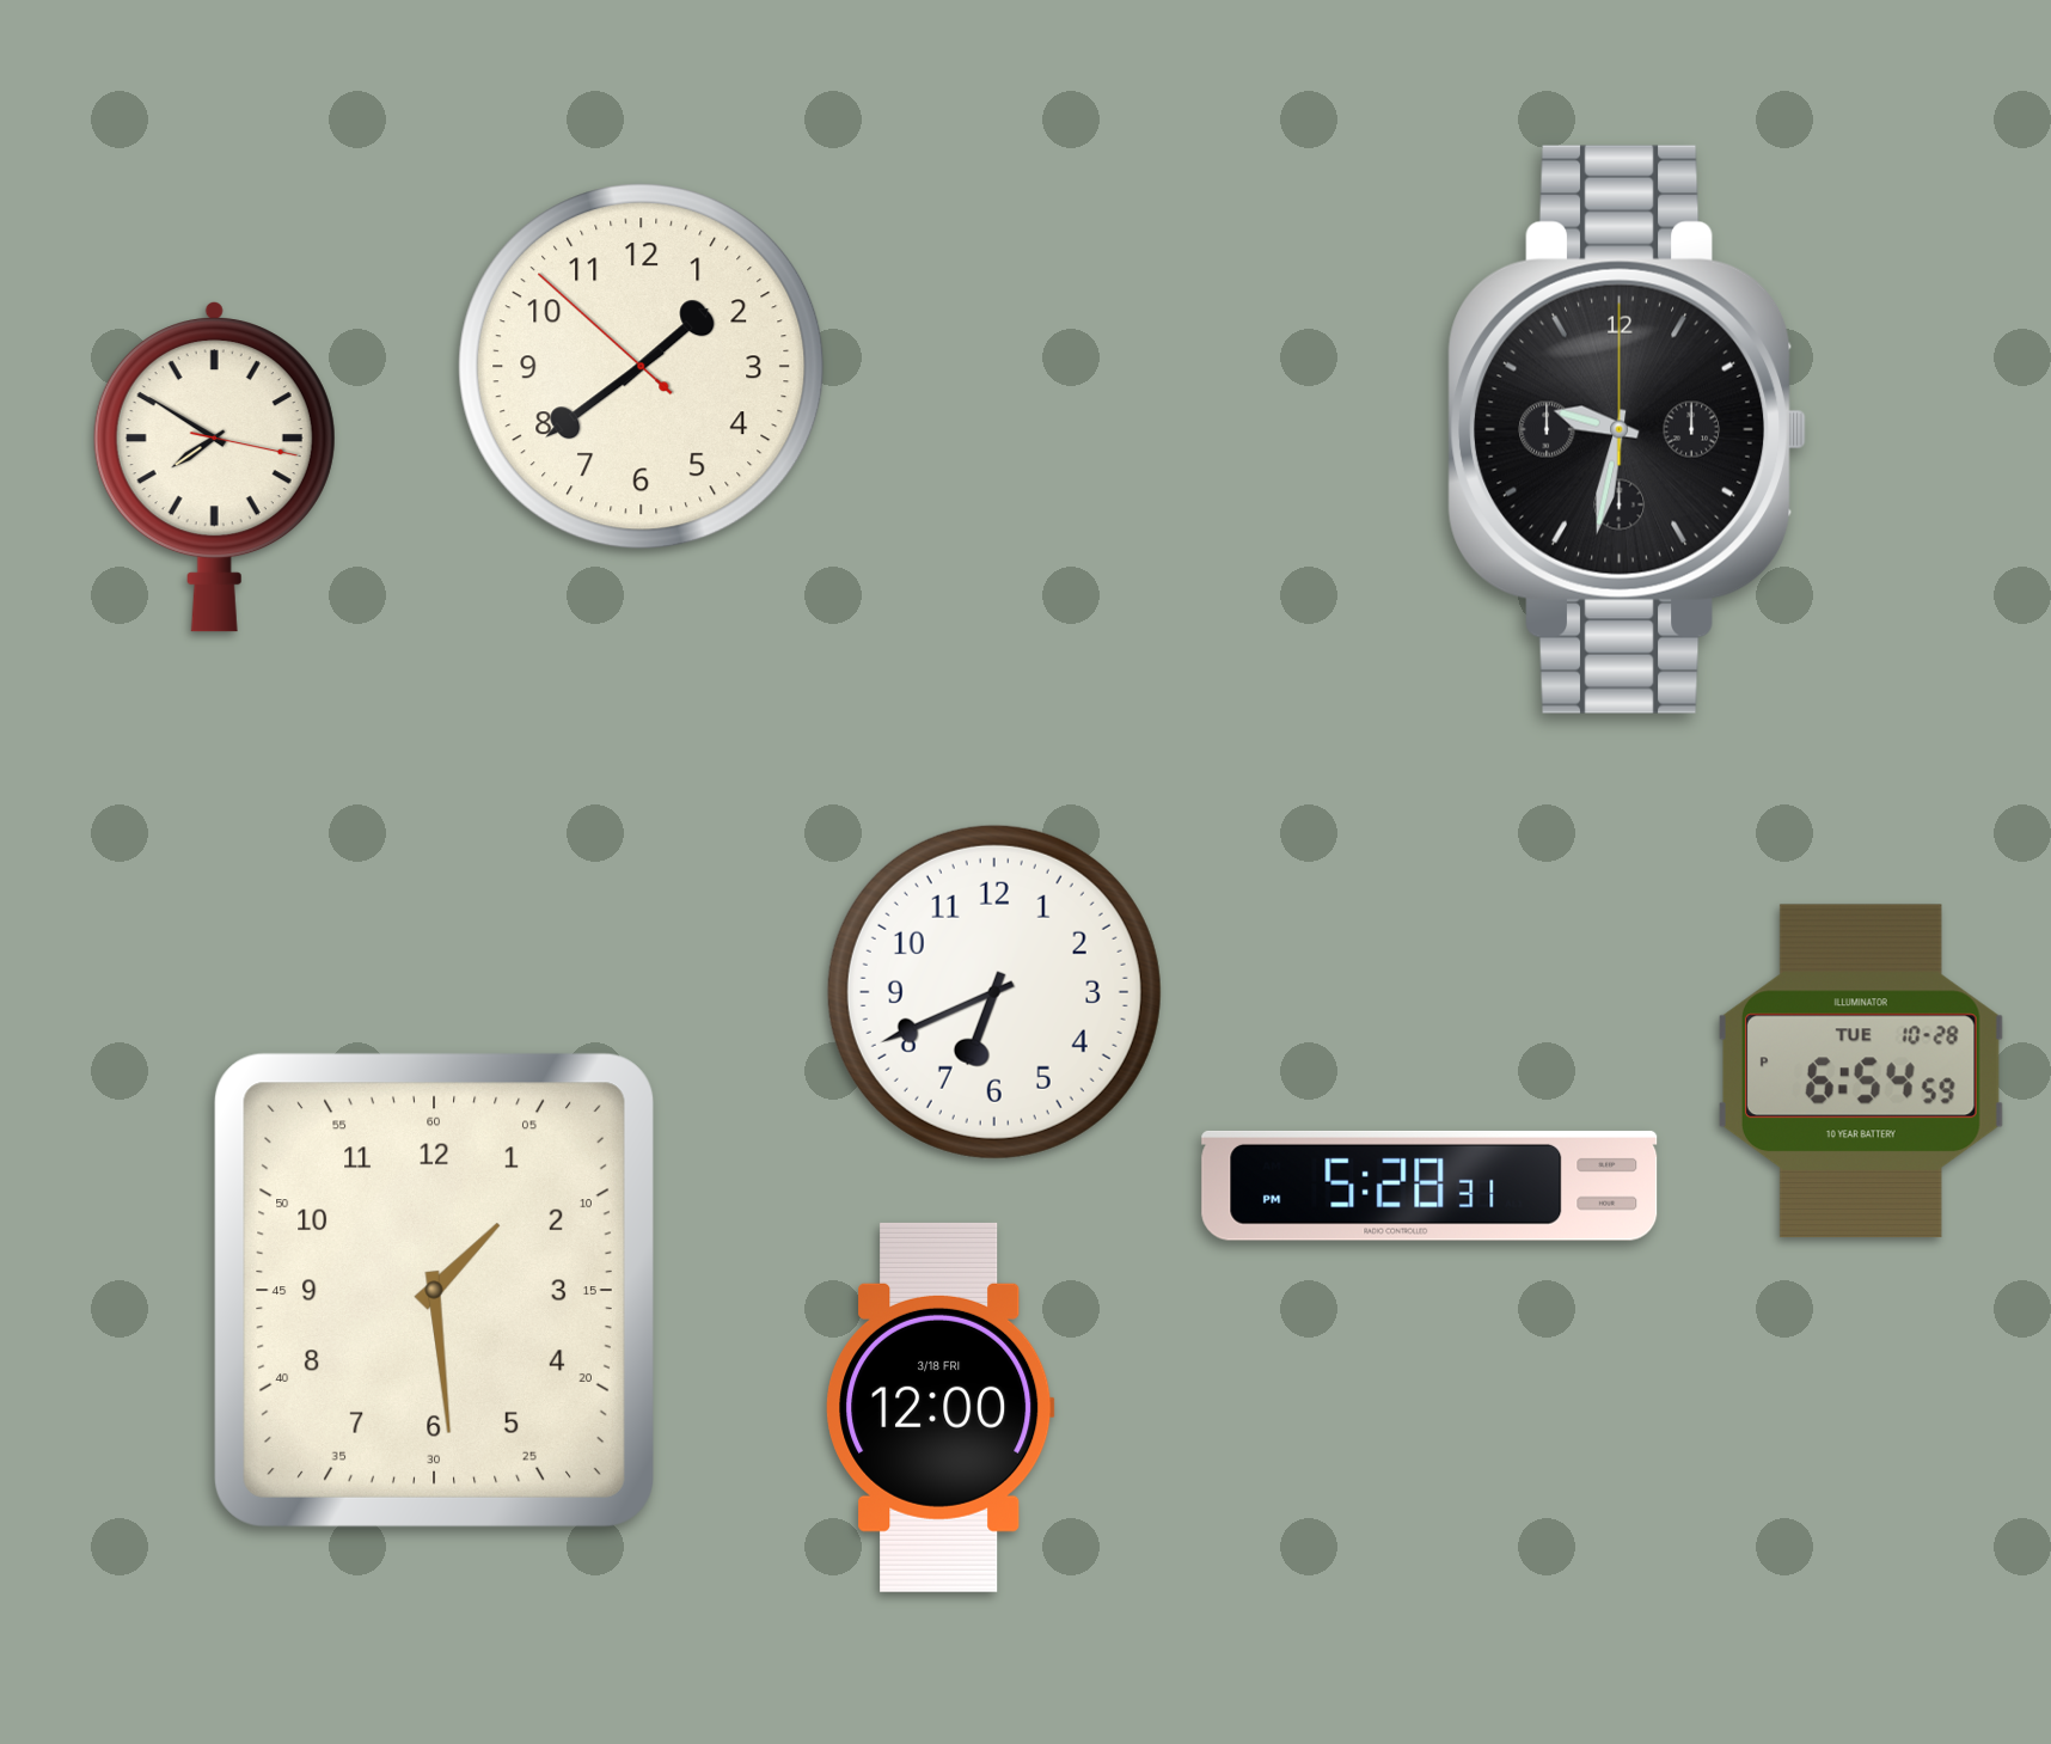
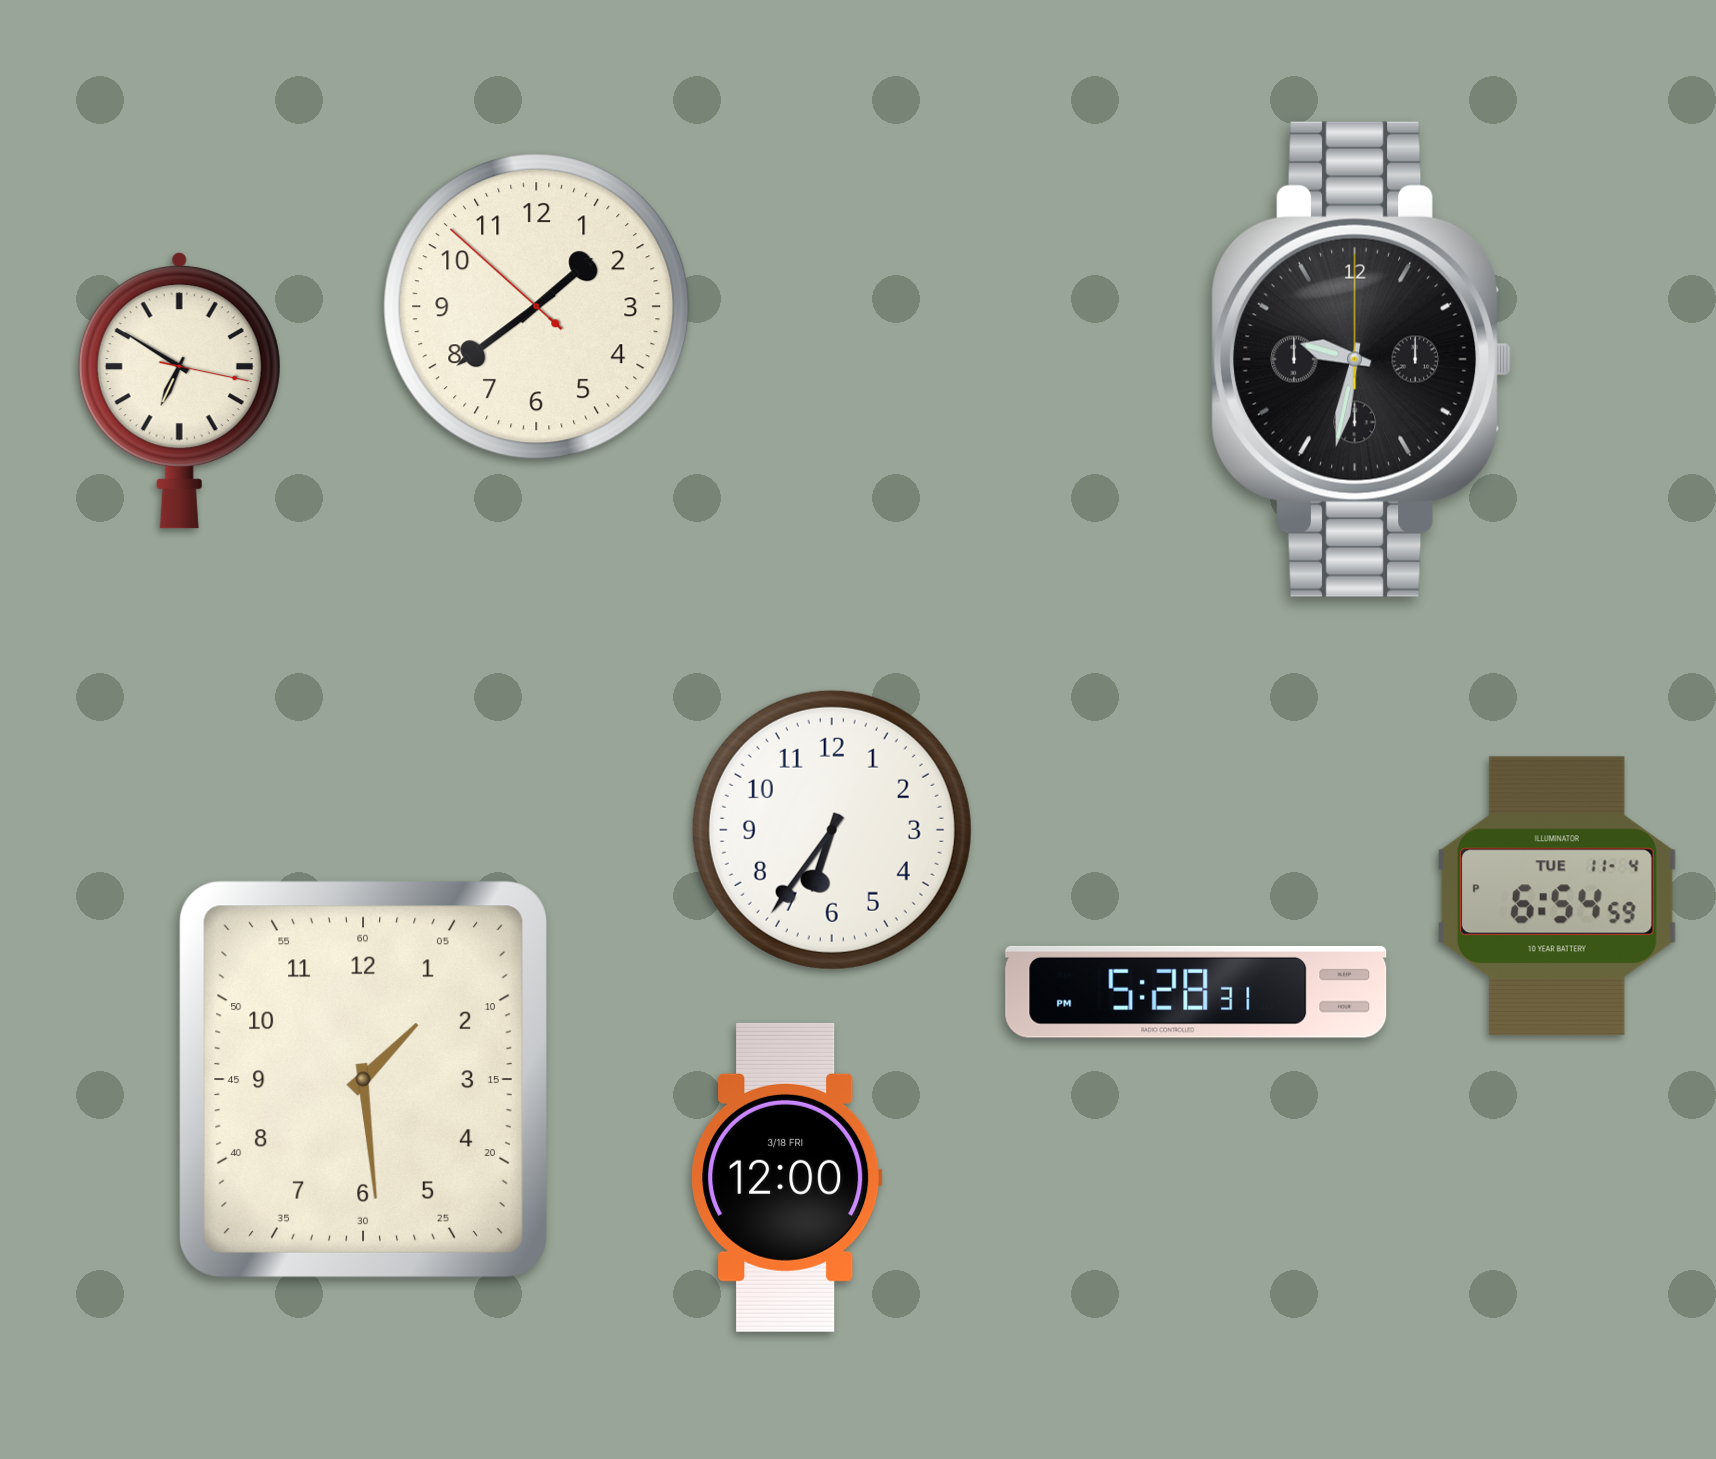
clock at (214, 467): 7:50 -> 6:50
clock at (994, 992): 6:41 -> 6:36
clock at (1861, 1071) date: TUE 10-28 -> TUE 11-4
